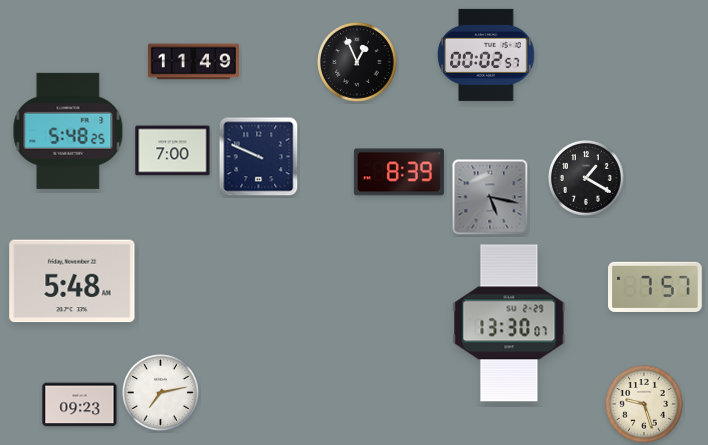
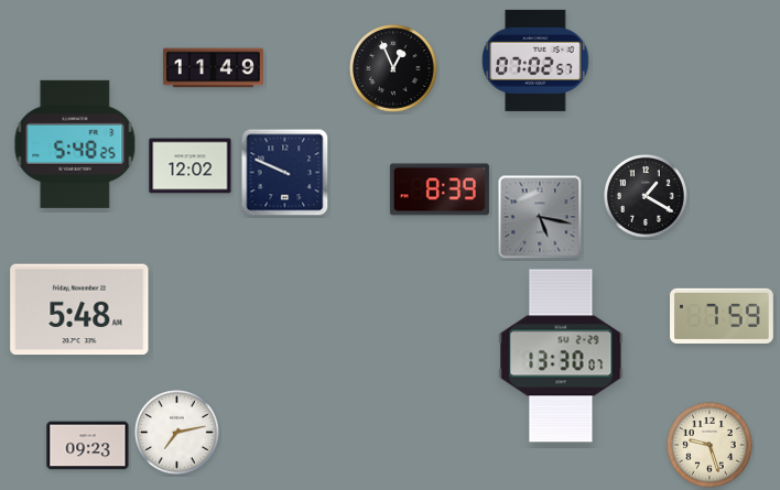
clock at (486, 55): 00:02 -> 07:02
clock at (173, 151): 7:00 -> 12:02
clock at (655, 286): 7:57 -> 7:59
